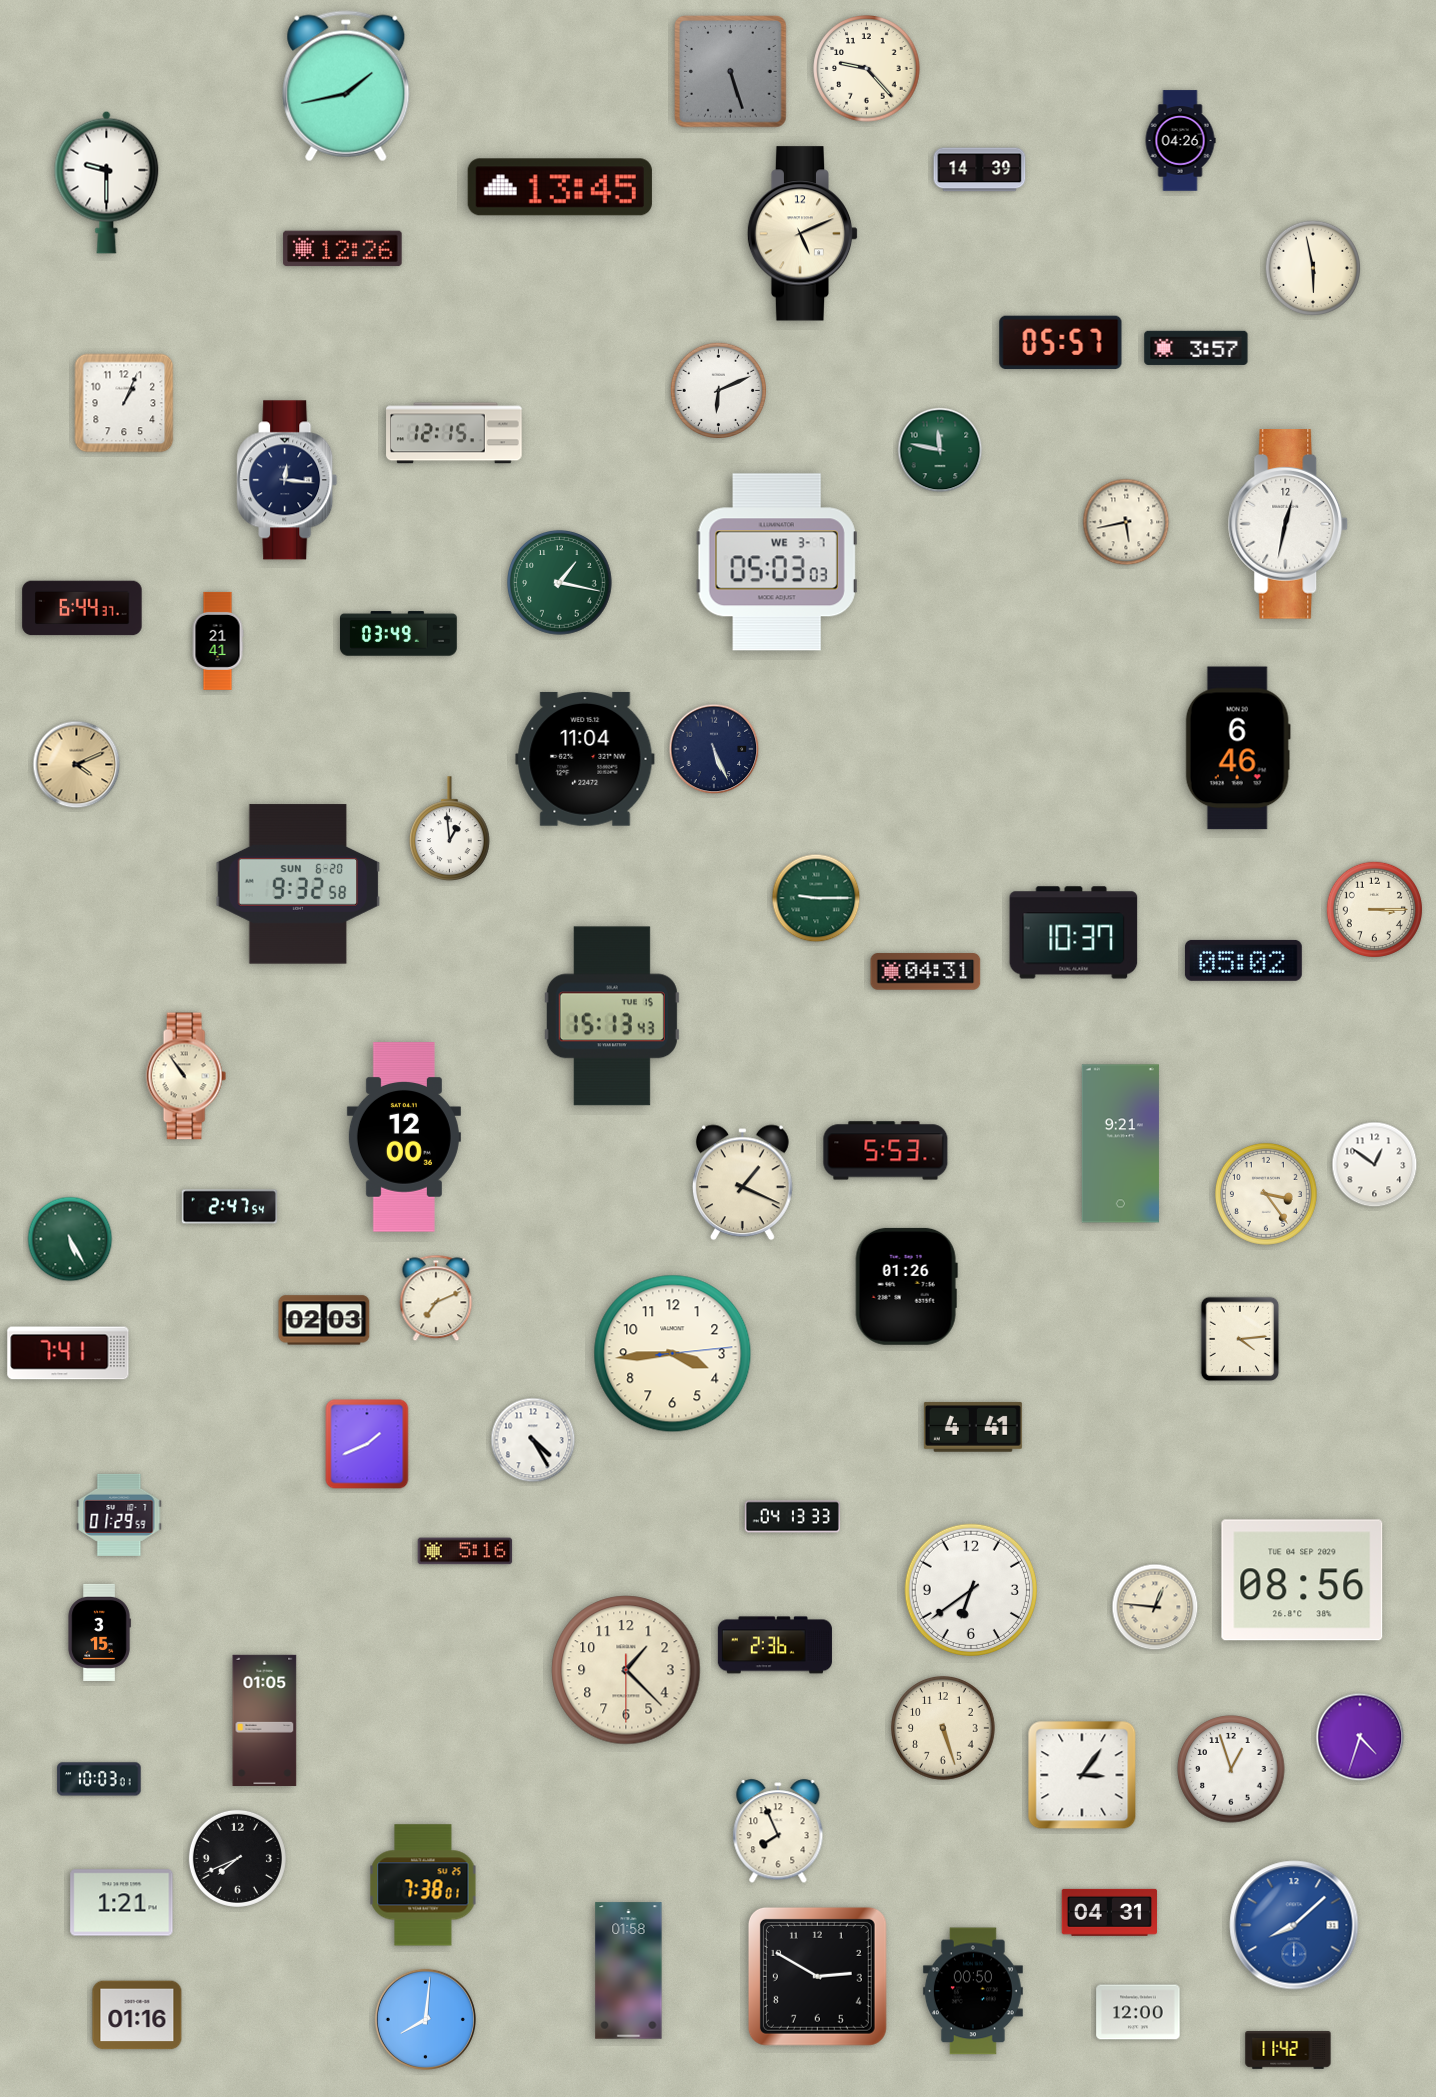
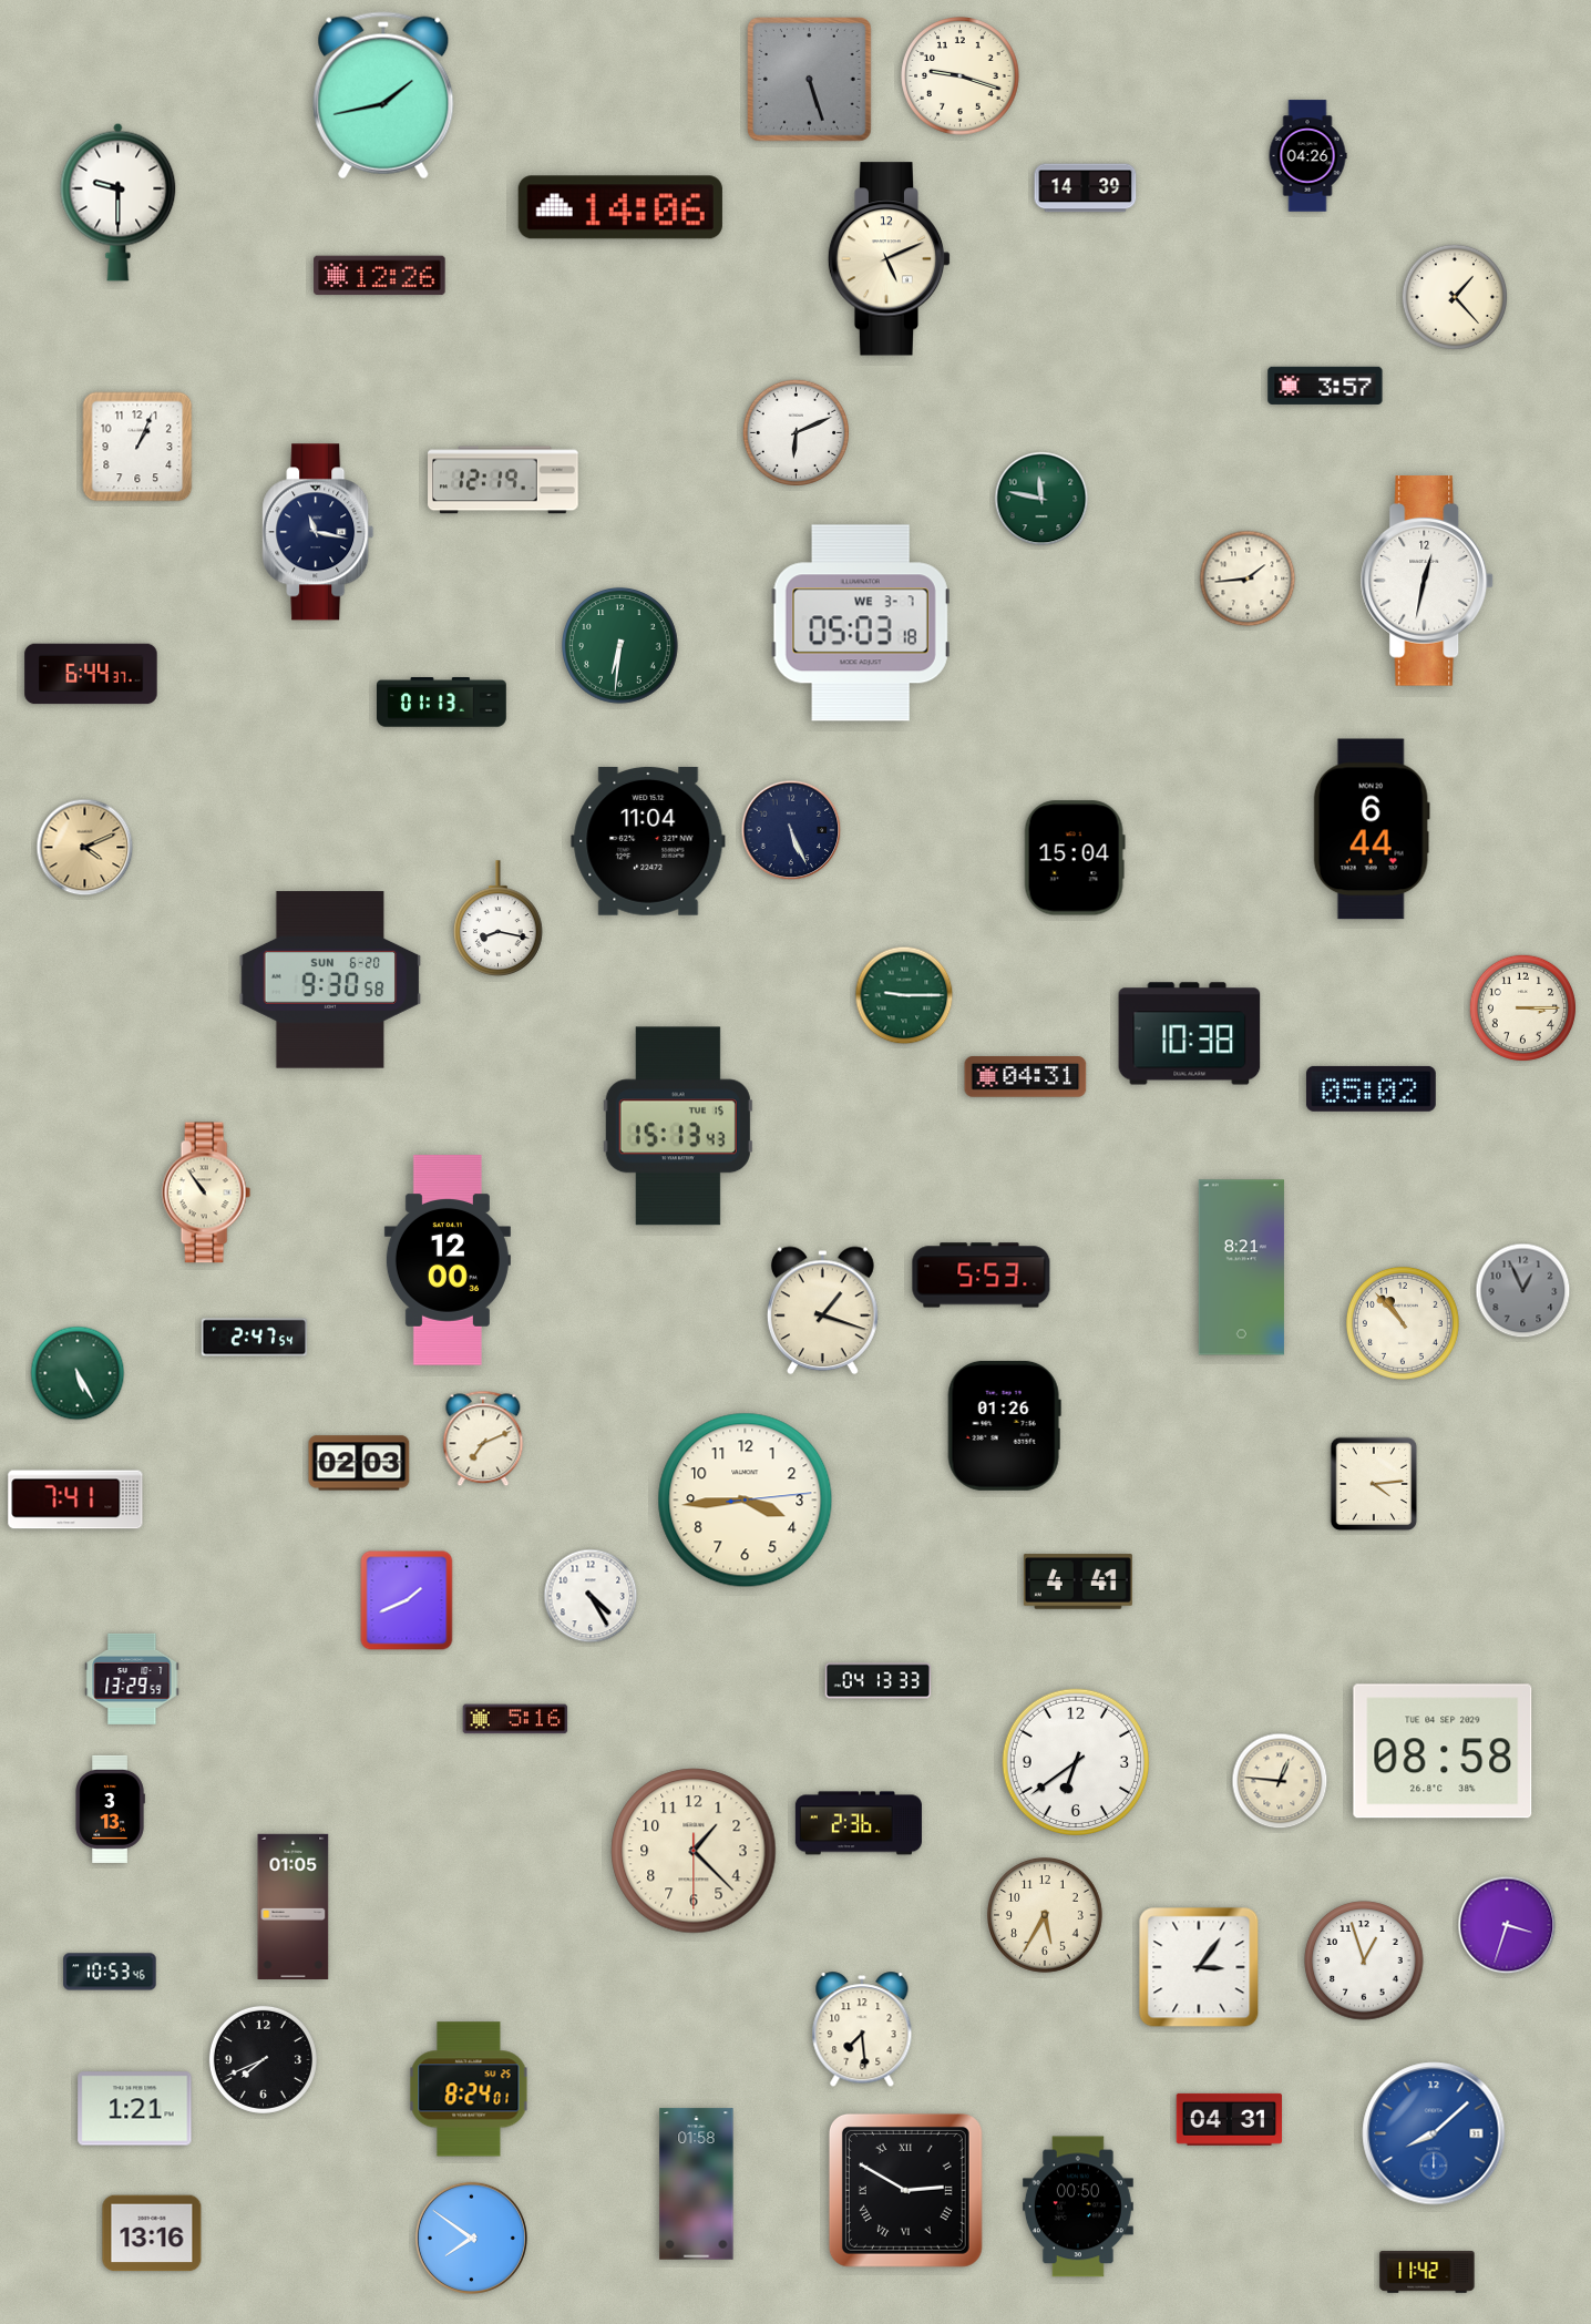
clock at (867, 69): 9:23 -> 9:18
clock at (560, 187): 13:45 -> 14:06
clock at (1312, 267): 5:58 -> 1:23
clock at (1061, 343): 05:57 -> none
clock at (454, 433): 12:15 -> 12:19
clock at (287, 480): 12:16 -> 11:17
clock at (1126, 522): 5:43 -> 1:44
clock at (777, 562): 05:03:03 -> 05:03:18
clock at (560, 583): 1:17 -> 6:31
clock at (399, 634): 03:49 -> 01:13
clock at (218, 641): 21:41 -> none
clock at (1238, 748): 6:46 -> 6:44
clock at (1075, 858): none -> 15:04
clock at (450, 828): 12:59 -> 8:17
clock at (298, 884): 9:32 -> 9:30
clock at (1074, 933): 10:37 -> 10:38
clock at (1243, 960) position: (1243, 960) -> (1371, 1088)
clock at (1120, 1144): 9:21 -> 8:21
clock at (1375, 1165): 12:51 -> 12:56
clock at (1375, 1165) dial: white -> grey
clock at (743, 1183): 1:19 -> 1:18
clock at (1266, 1194): 3:24 -> 10:53
clock at (119, 1515): 01:29 -> 13:29
clock at (1302, 1580): 08:56 -> 08:58
clock at (99, 1632): 3:15 -> 3:13
clock at (944, 1729): 5:27 -> 5:35
clock at (1360, 1737): 4:33 -> 3:33
clock at (99, 1779): 10:03 -> 10:53
clock at (778, 1832): 7:56 -> 7:29
clock at (423, 1885): 7:38 -> 8:24
clock at (817, 1976) numerals: Arabic -> Roman
clock at (1138, 2012): 12:00 -> none
clock at (137, 2015): 01:16 -> 13:16
clock at (425, 2019): 8:01 -> 7:51
